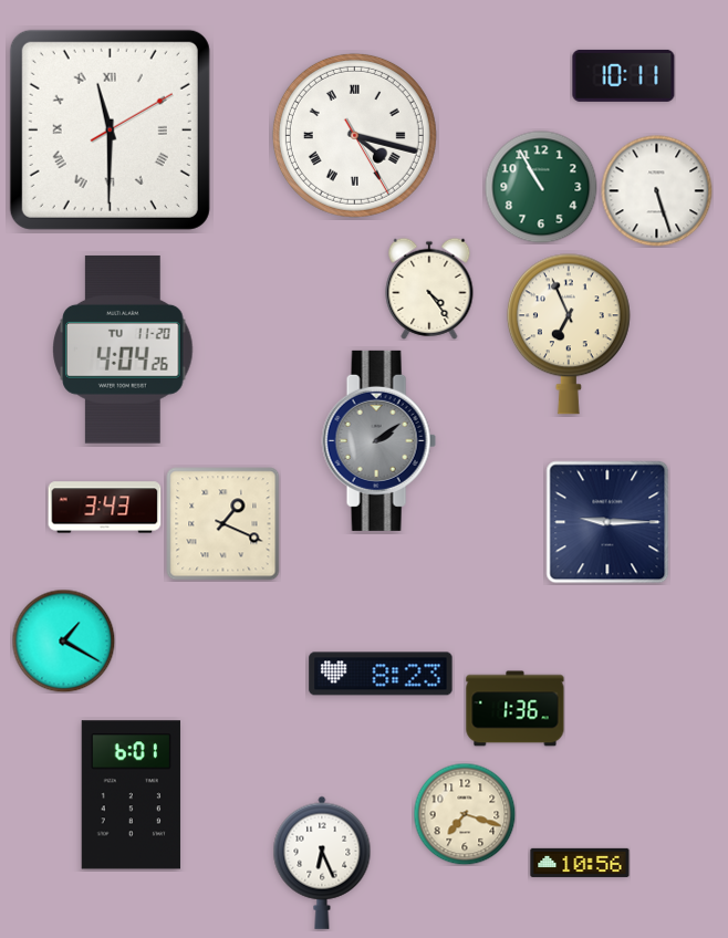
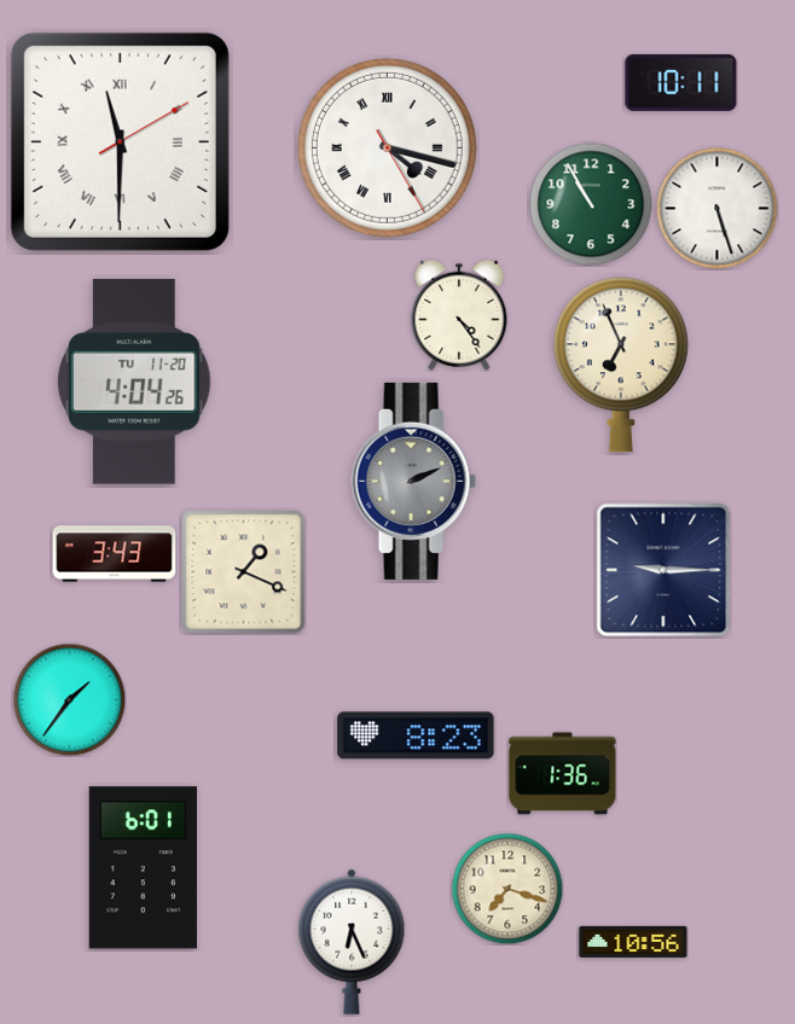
clock at (429, 289) position: (429, 289) -> (459, 315)
clock at (378, 440): 2:09 -> 2:11
clock at (63, 640): 1:20 -> 1:36
